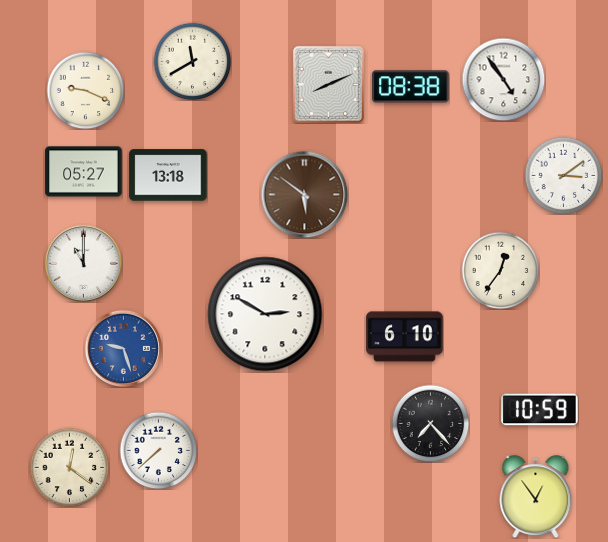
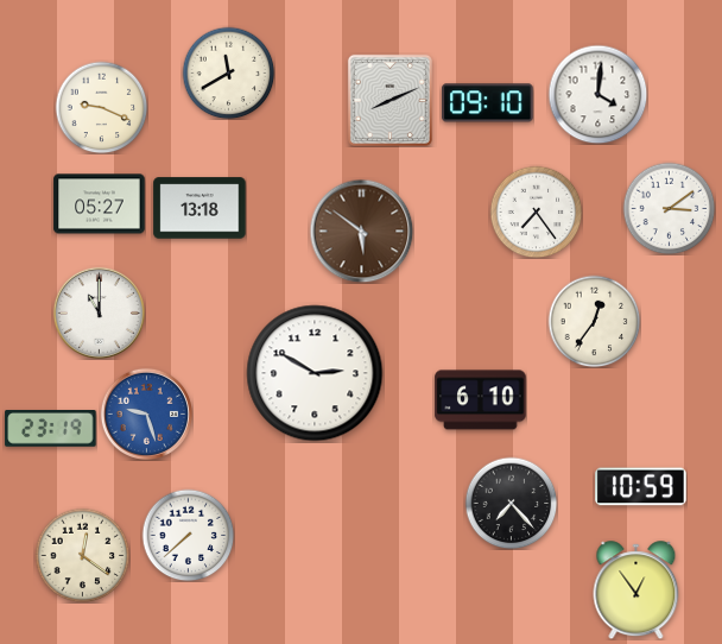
clock at (503, 79): 4:54 -> 4:01
clock at (411, 87): 08:38 -> 09:10
clock at (536, 211): none -> 7:24
clock at (51, 429): none -> 23:19
